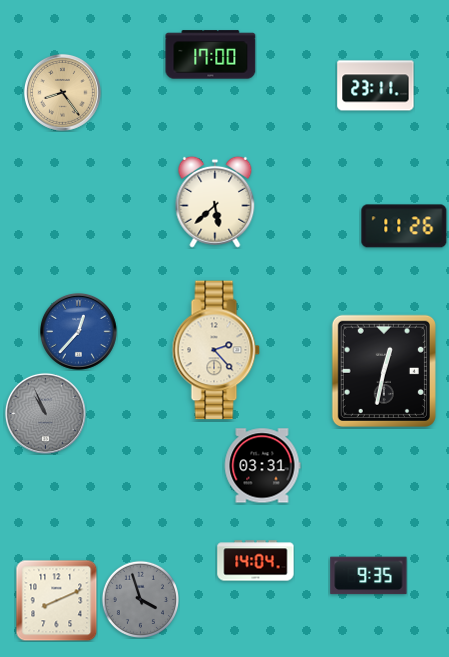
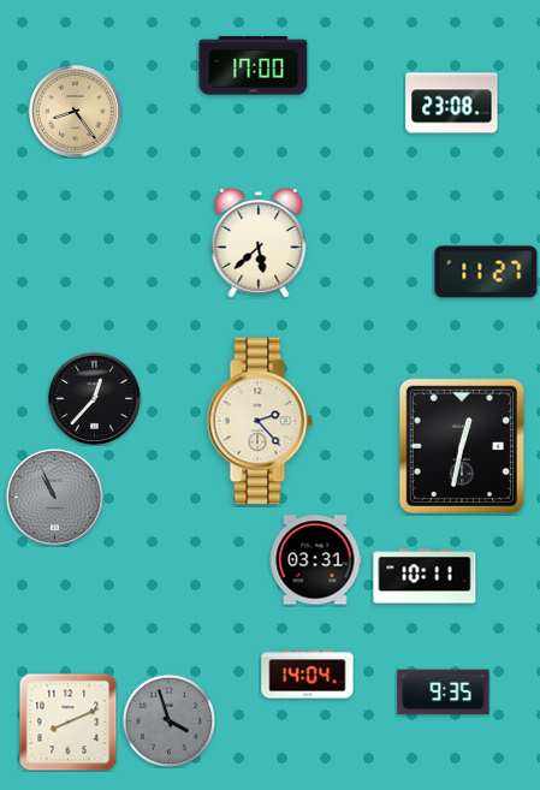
clock at (376, 86): 23:11 -> 23:08
clock at (404, 226): 11:26 -> 11:27
clock at (78, 331) dial: blue -> black
clock at (425, 576): none -> 10:11
